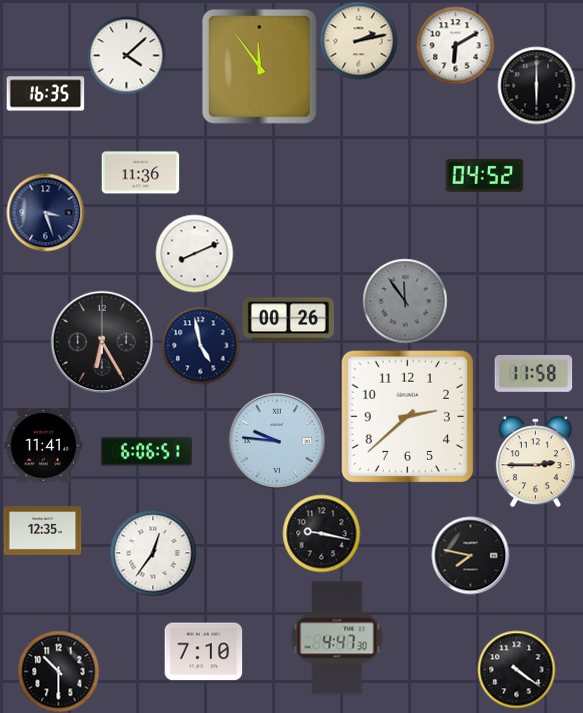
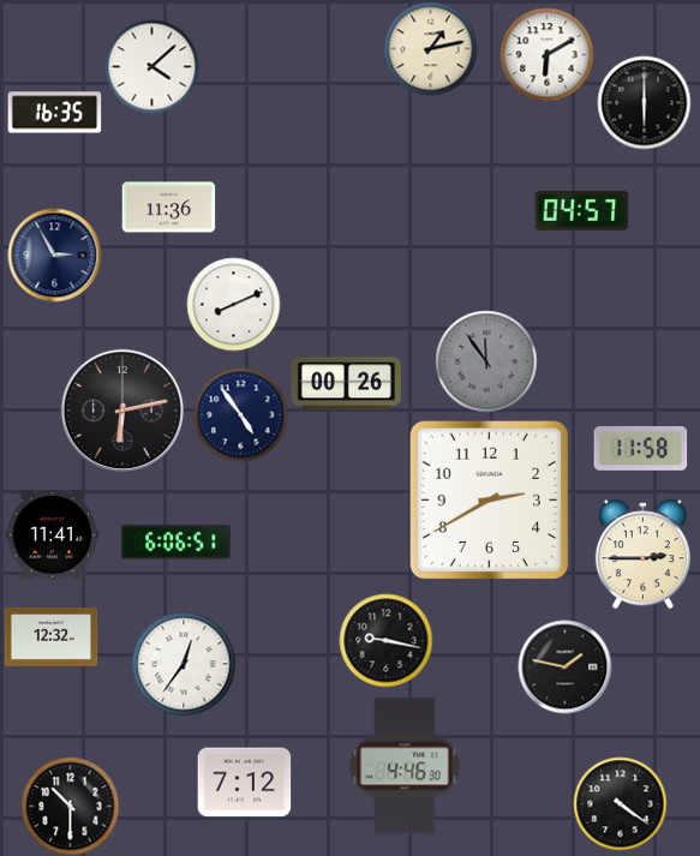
clock at (358, 40): 2:13 -> 1:13
clock at (259, 66): 11:54 -> none
clock at (484, 176): 04:52 -> 04:57
clock at (45, 212): 3:27 -> 2:55
clock at (101, 341): 6:25 -> 6:13
clock at (200, 345): 4:58 -> 4:54
clock at (407, 416): 2:38 -> 2:40
clock at (277, 441): 9:46 -> none
clock at (42, 531): 12:35 -> 12:32
clock at (470, 555): 7:47 -> 1:47
clock at (337, 638): 4:47 -> 4:46
clock at (203, 652): 7:10 -> 7:12
